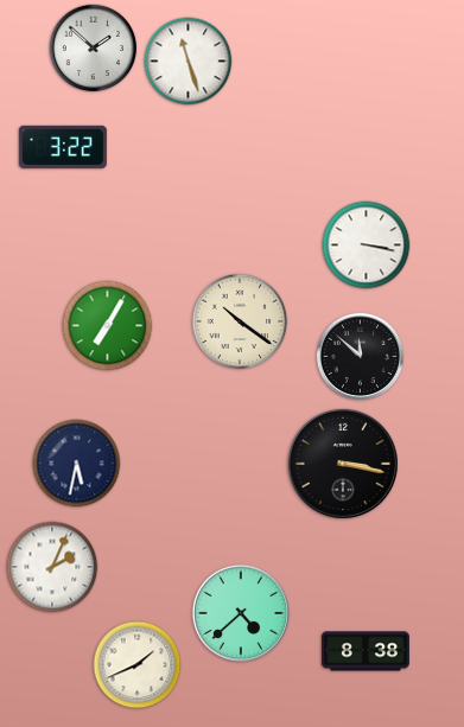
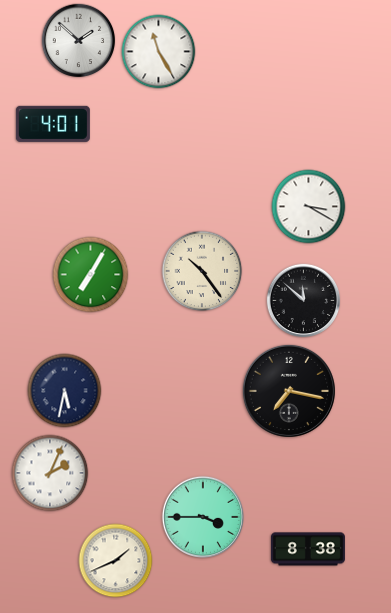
clock at (189, 62): 11:27 -> 11:25
clock at (63, 147): 3:22 -> 4:01
clock at (367, 245): 3:17 -> 3:20
clock at (240, 321): 10:21 -> 10:24
clock at (343, 464): 3:17 -> 7:17
clock at (52, 567) position: (52, 567) -> (50, 473)
clock at (240, 612): 4:38 -> 3:45
